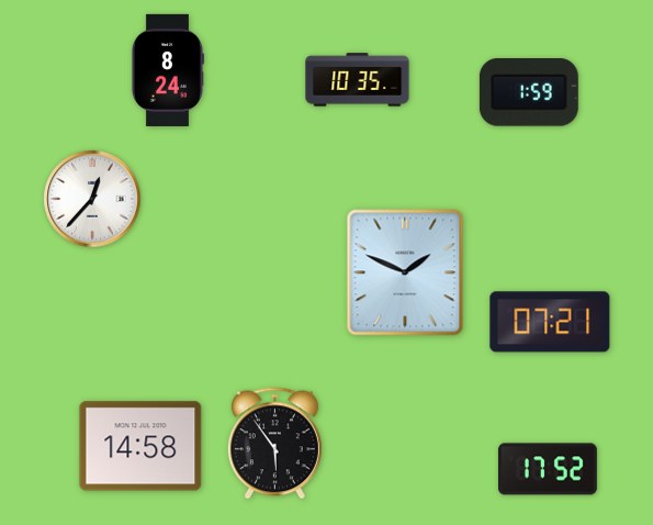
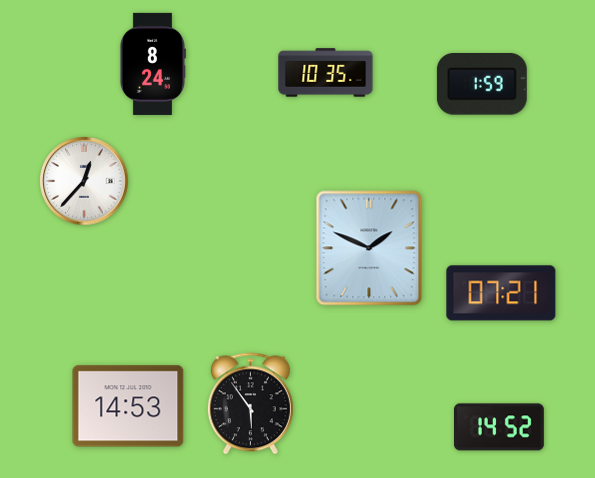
clock at (140, 446): 14:58 -> 14:53
clock at (548, 469): 17:52 -> 14:52
